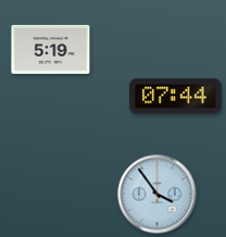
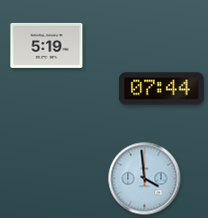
clock at (158, 195): 3:54 -> 3:59
